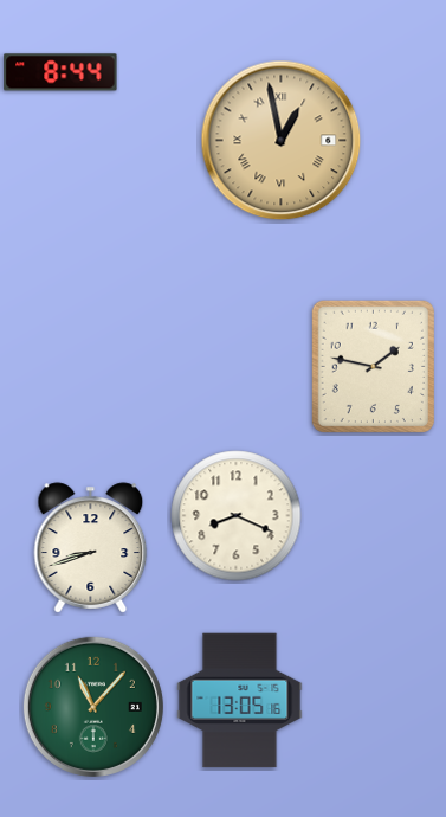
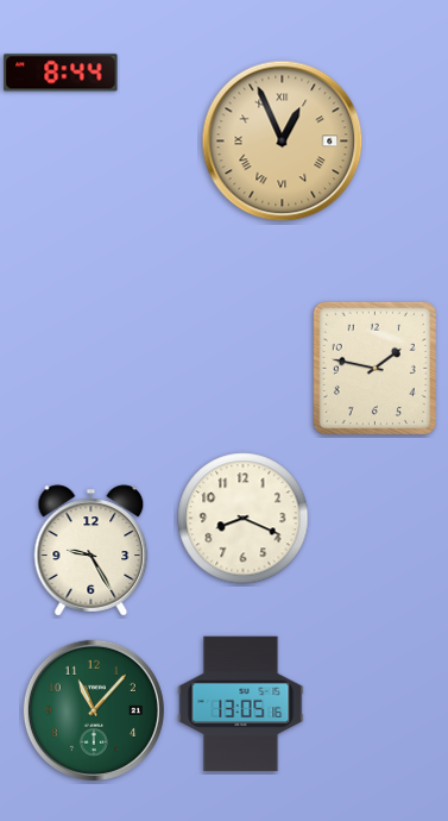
clock at (282, 141): 12:58 -> 12:56
clock at (237, 516) position: (237, 516) -> (244, 519)
clock at (91, 548): 8:42 -> 9:25
